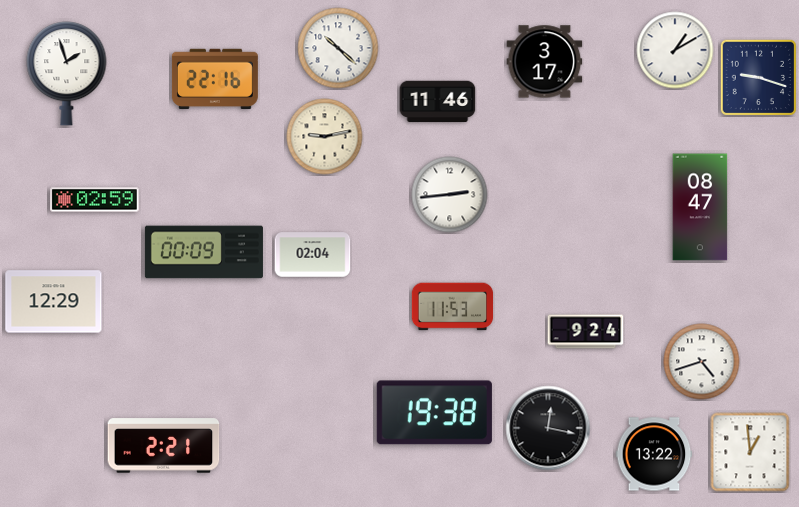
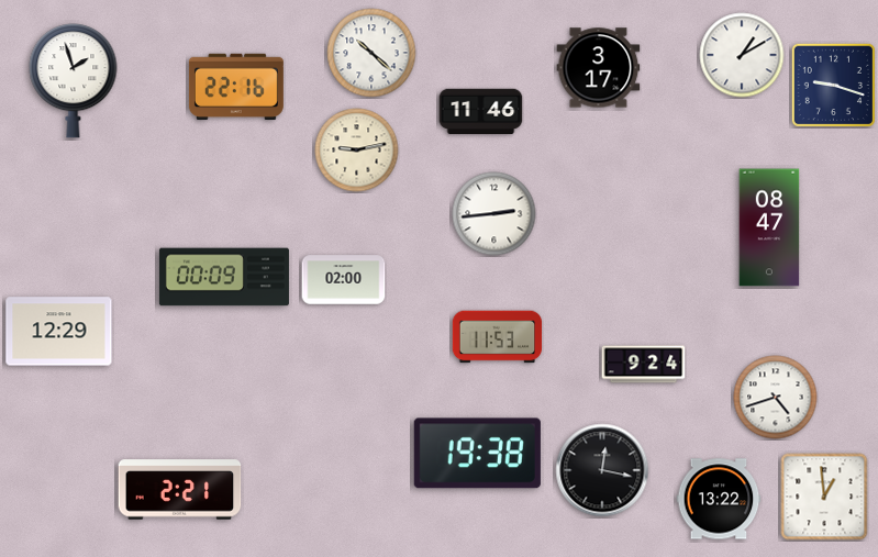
clock at (95, 200): 02:59 -> none
clock at (313, 255): 02:04 -> 02:00
clock at (702, 362) position: (702, 362) -> (776, 398)
